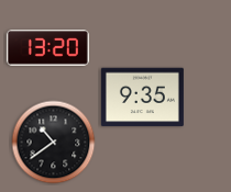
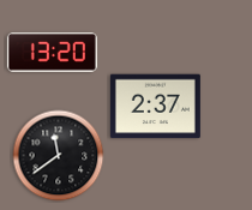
clock at (142, 98): 9:35 -> 2:37
clock at (54, 143): 10:39 -> 11:39
